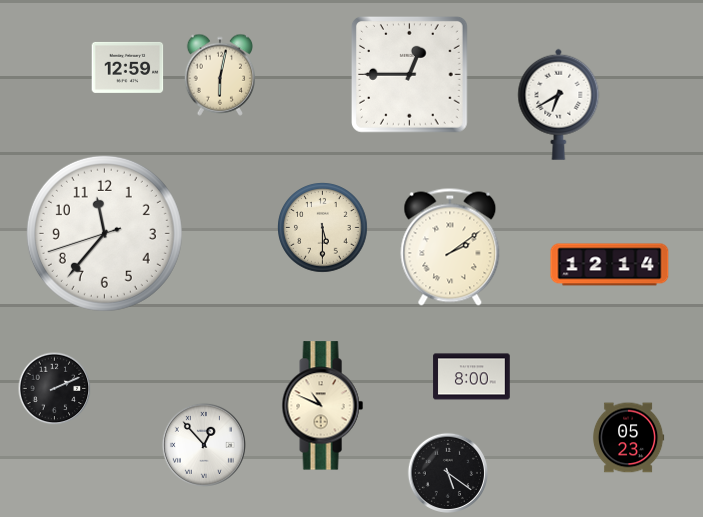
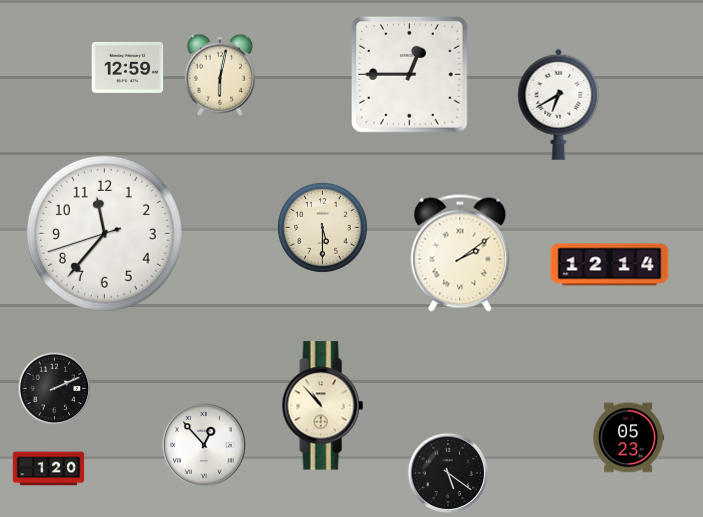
clock at (450, 247) position: (450, 247) -> (460, 253)
clock at (472, 377): 8:00 -> none
clock at (322, 406): 10:49 -> 10:53
clock at (49, 469): none -> 1:20
